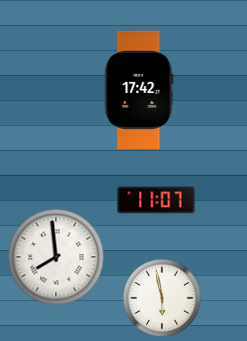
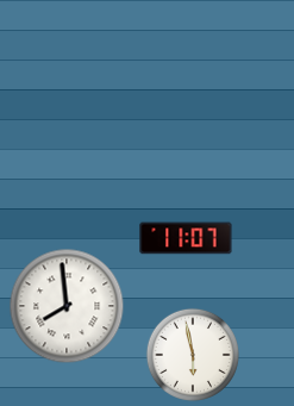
clock at (139, 90): 17:42 -> none
